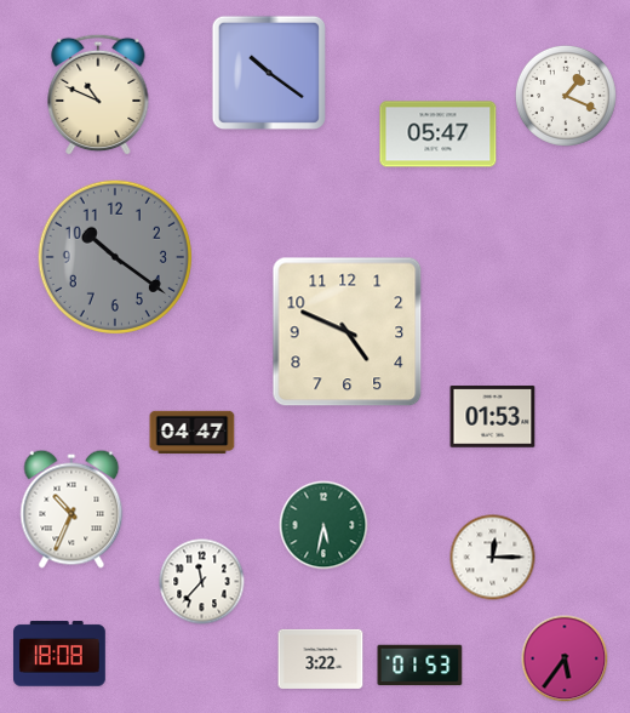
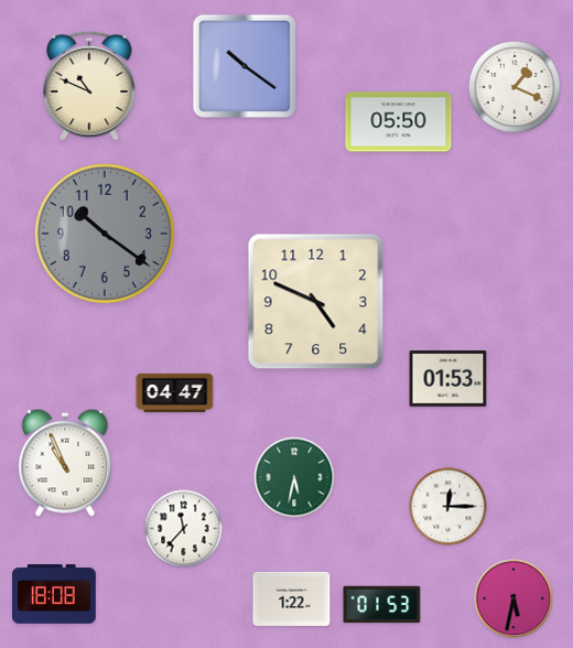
clock at (439, 135): 05:47 -> 05:50
clock at (71, 509): 10:34 -> 10:56
clock at (321, 658): 3:22 -> 1:22
clock at (565, 658): 5:36 -> 5:32
